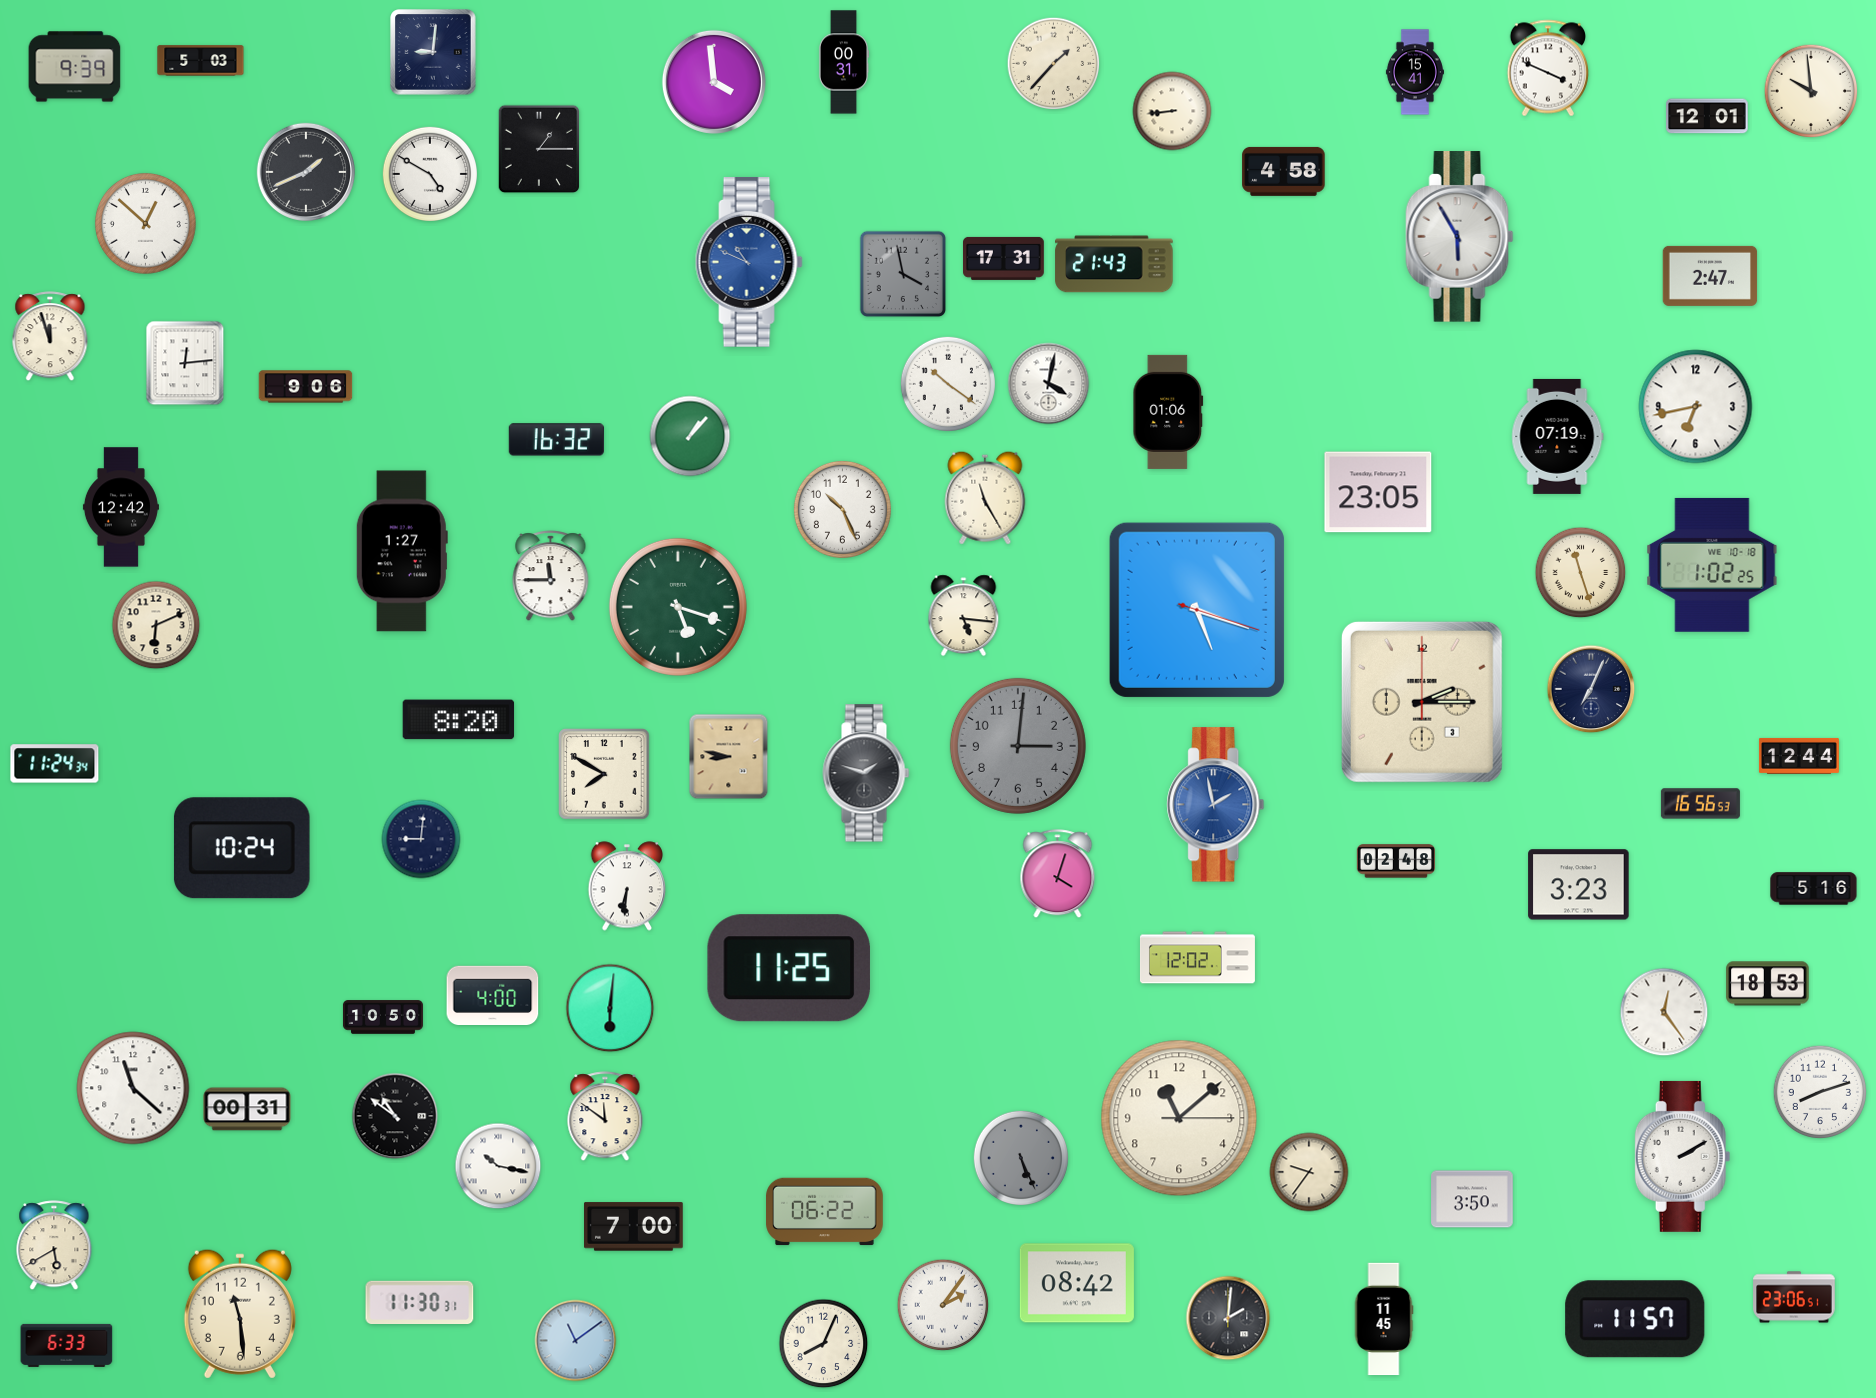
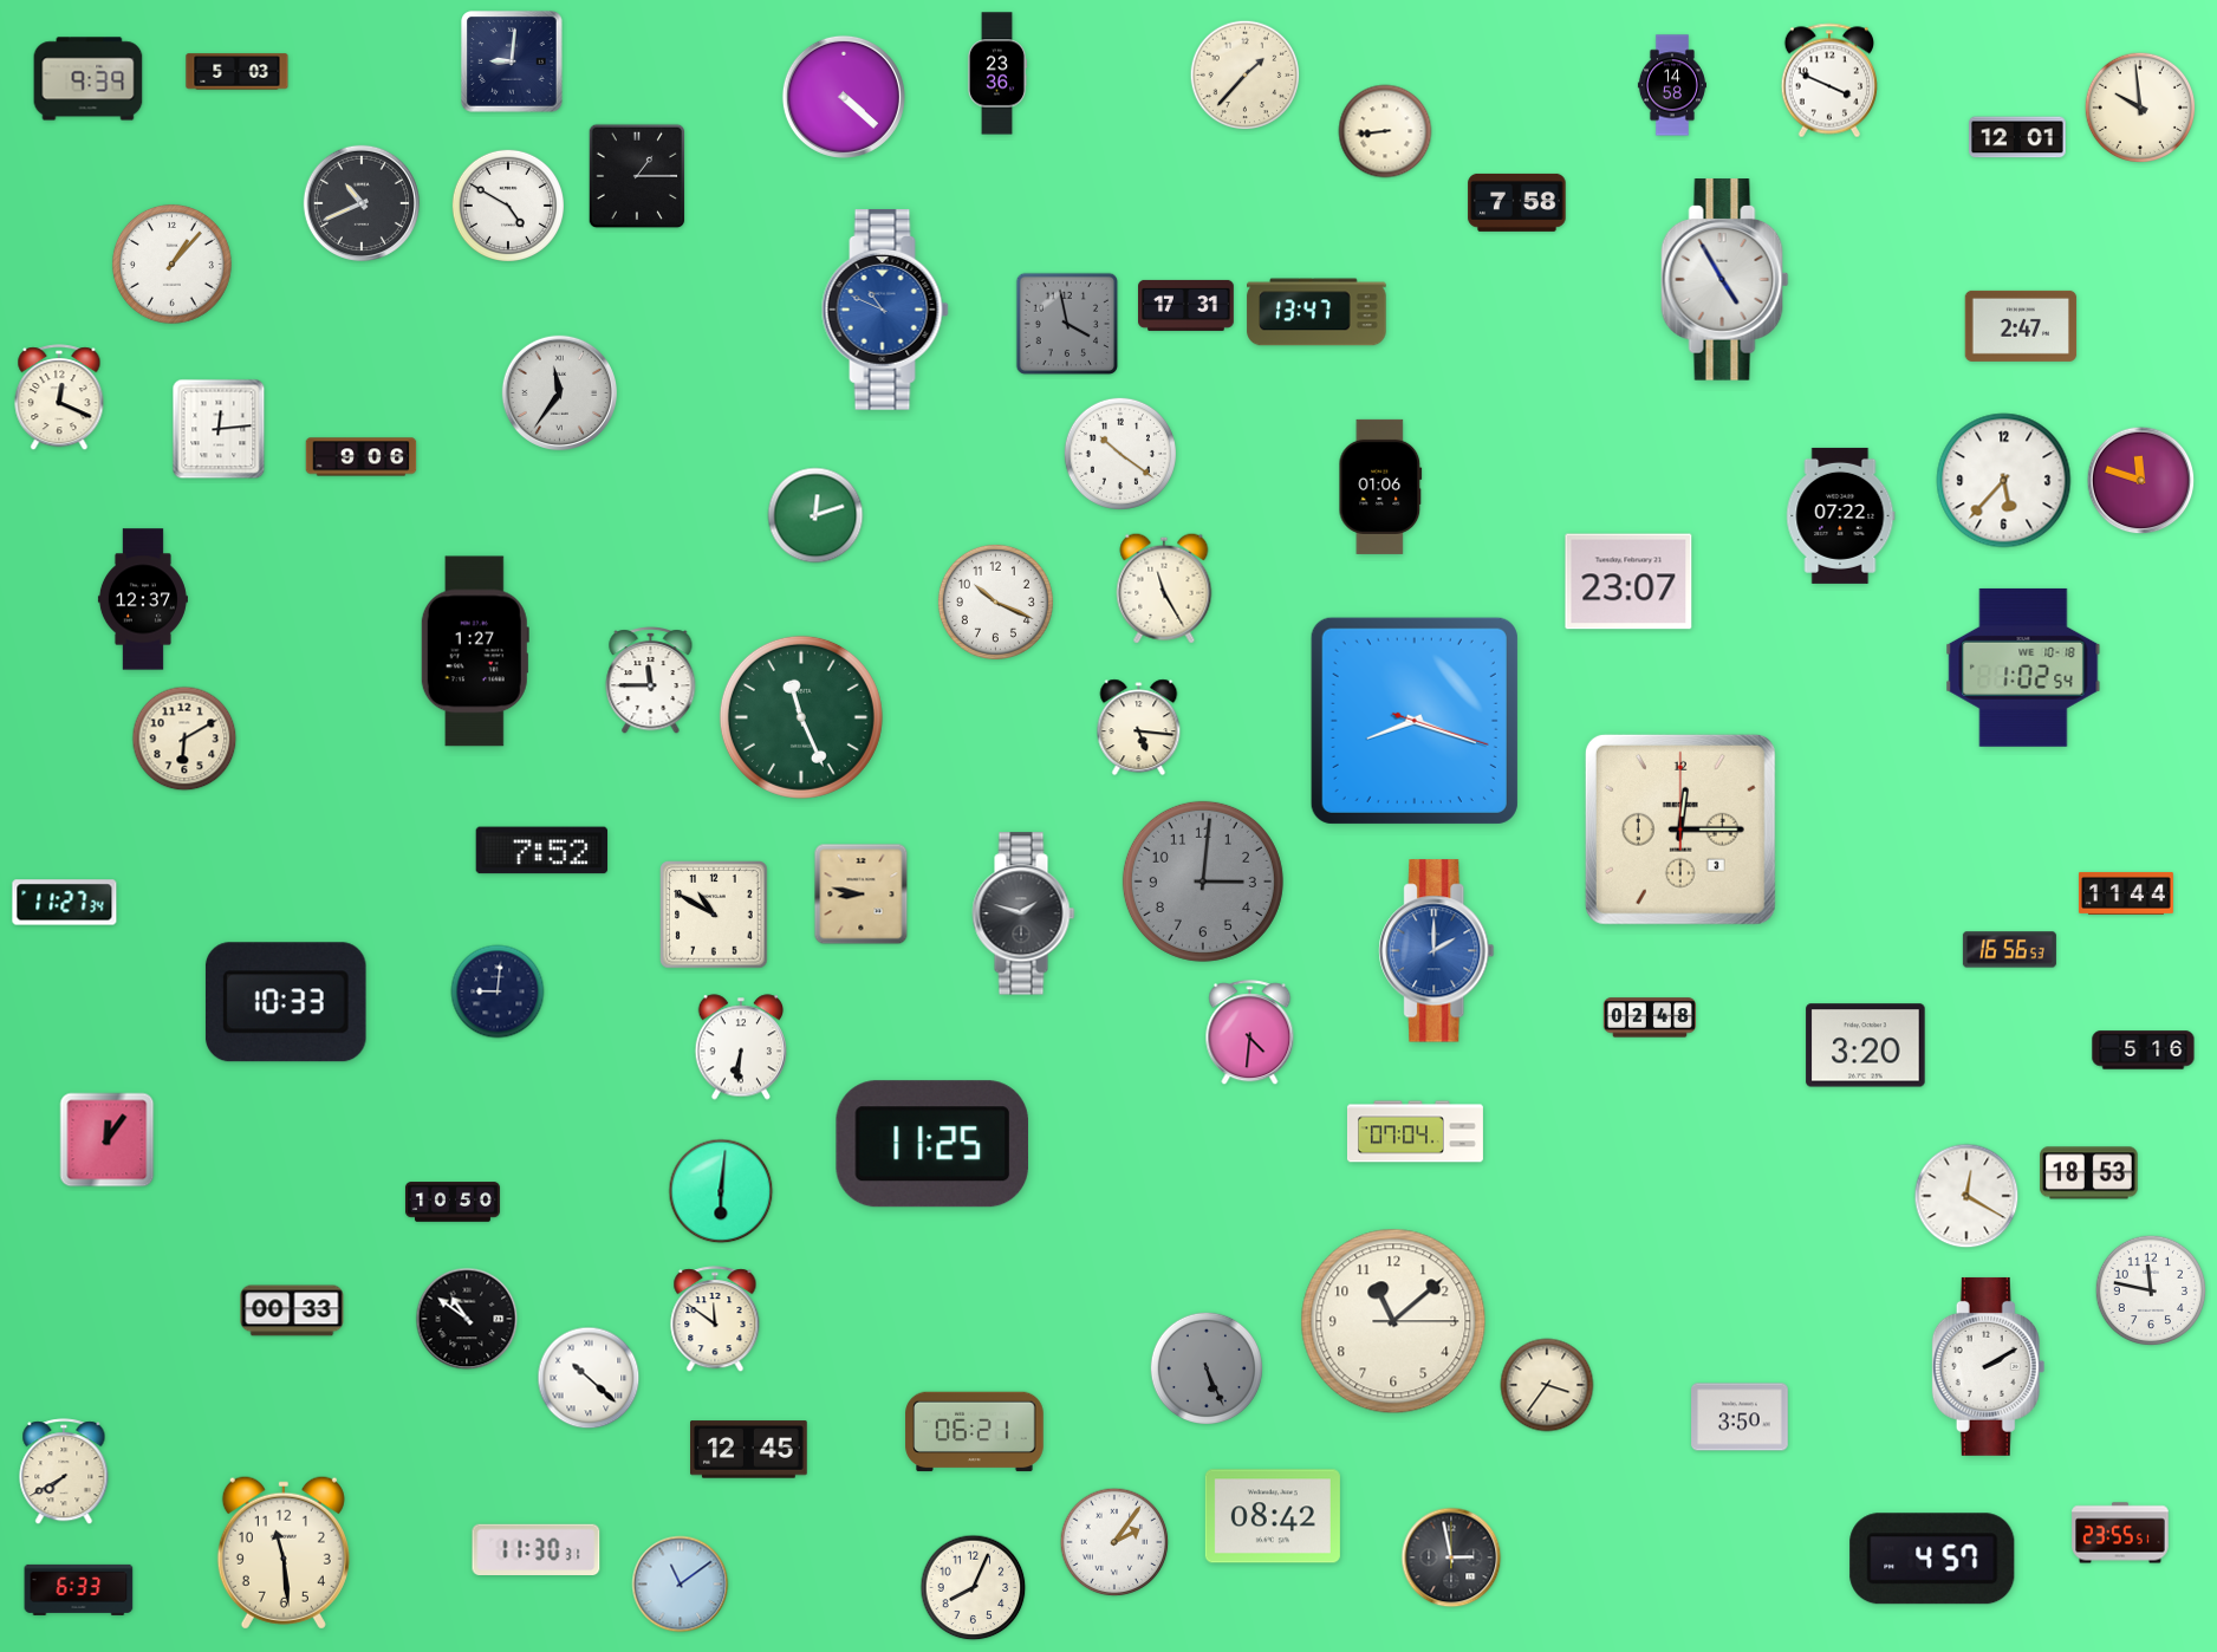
clock at (844, 62): 00:31 -> 23:36
clock at (1415, 72): 15:41 -> 14:58
clock at (714, 82): 3:59 -> 4:22
clock at (1284, 171): 4:58 -> 7:58
clock at (306, 172): 1:41 -> 10:41
clock at (145, 223): 12:52 -> 1:07
clock at (1460, 237): 5:55 -> 4:55
clock at (1114, 264): 21:43 -> 13:47
clock at (559, 392): none -> 11:36
clock at (50, 337): 11:57 -> 12:19
clock at (1049, 384): 4:02 -> none
clock at (1696, 407): 6:43 -> 5:37
clock at (2141, 481): none -> 11:48
clock at (690, 436): 1:07 -> 12:12
clock at (1558, 436): 07:19 -> 07:22
clock at (556, 440): 16:32 -> none
clock at (1378, 492): 23:05 -> 23:07
clock at (121, 507): 12:42 -> 12:37
clock at (842, 509): 10:26 -> 10:19
clock at (1712, 565): 1:02:25 -> 1:02:54
clock at (1581, 573): 11:27 -> none
clock at (678, 607): 5:18 -> 11:26
clock at (1197, 610): 5:18 -> 8:18
clock at (156, 625): 6:11 -> 6:10
clock at (1591, 689): 7:04 -> none
clock at (1422, 702): 2:15 -> 12:15
clock at (459, 720): 8:20 -> 7:52
clock at (1799, 756): 12:44 -> 11:44
clock at (55, 764): 11:24 -> 11:27
clock at (604, 774): 7:50 -> 10:50
clock at (1216, 805): 1:58 -> 2:00
clock at (242, 848): 10:24 -> 10:33
clock at (1058, 874): 4:03 -> 4:31
clock at (1579, 885): 3:23 -> 3:20
clock at (1197, 958): 12:02 -> 07:04
clock at (108, 1140): none -> 12:06
clock at (1768, 984) position: (1768, 984) -> (2089, 1173)
clock at (493, 995): 4:00 -> none
clock at (1664, 1012): 12:24 -> 12:20
clock at (133, 1088): 11:22 -> none
clock at (1820, 1092): 8:12 -> 11:47
clock at (247, 1109): 00:31 -> 00:33
clock at (498, 1166): 10:17 -> 10:22
clock at (1309, 1172): 9:36 -> 3:36
clock at (825, 1212): 06:22 -> 06:21
clock at (634, 1227): 7:00 -> 12:45
clock at (54, 1246): 5:40 -> 7:40
clock at (1794, 1297): 23:06 -> 23:55
clock at (420, 1302) position: (420, 1302) -> (537, 1549)
clock at (1228, 1318): 2:01 -> 2:58
clock at (1384, 1319): 11:45 -> none
clock at (1635, 1319): 11:57 -> 4:57
